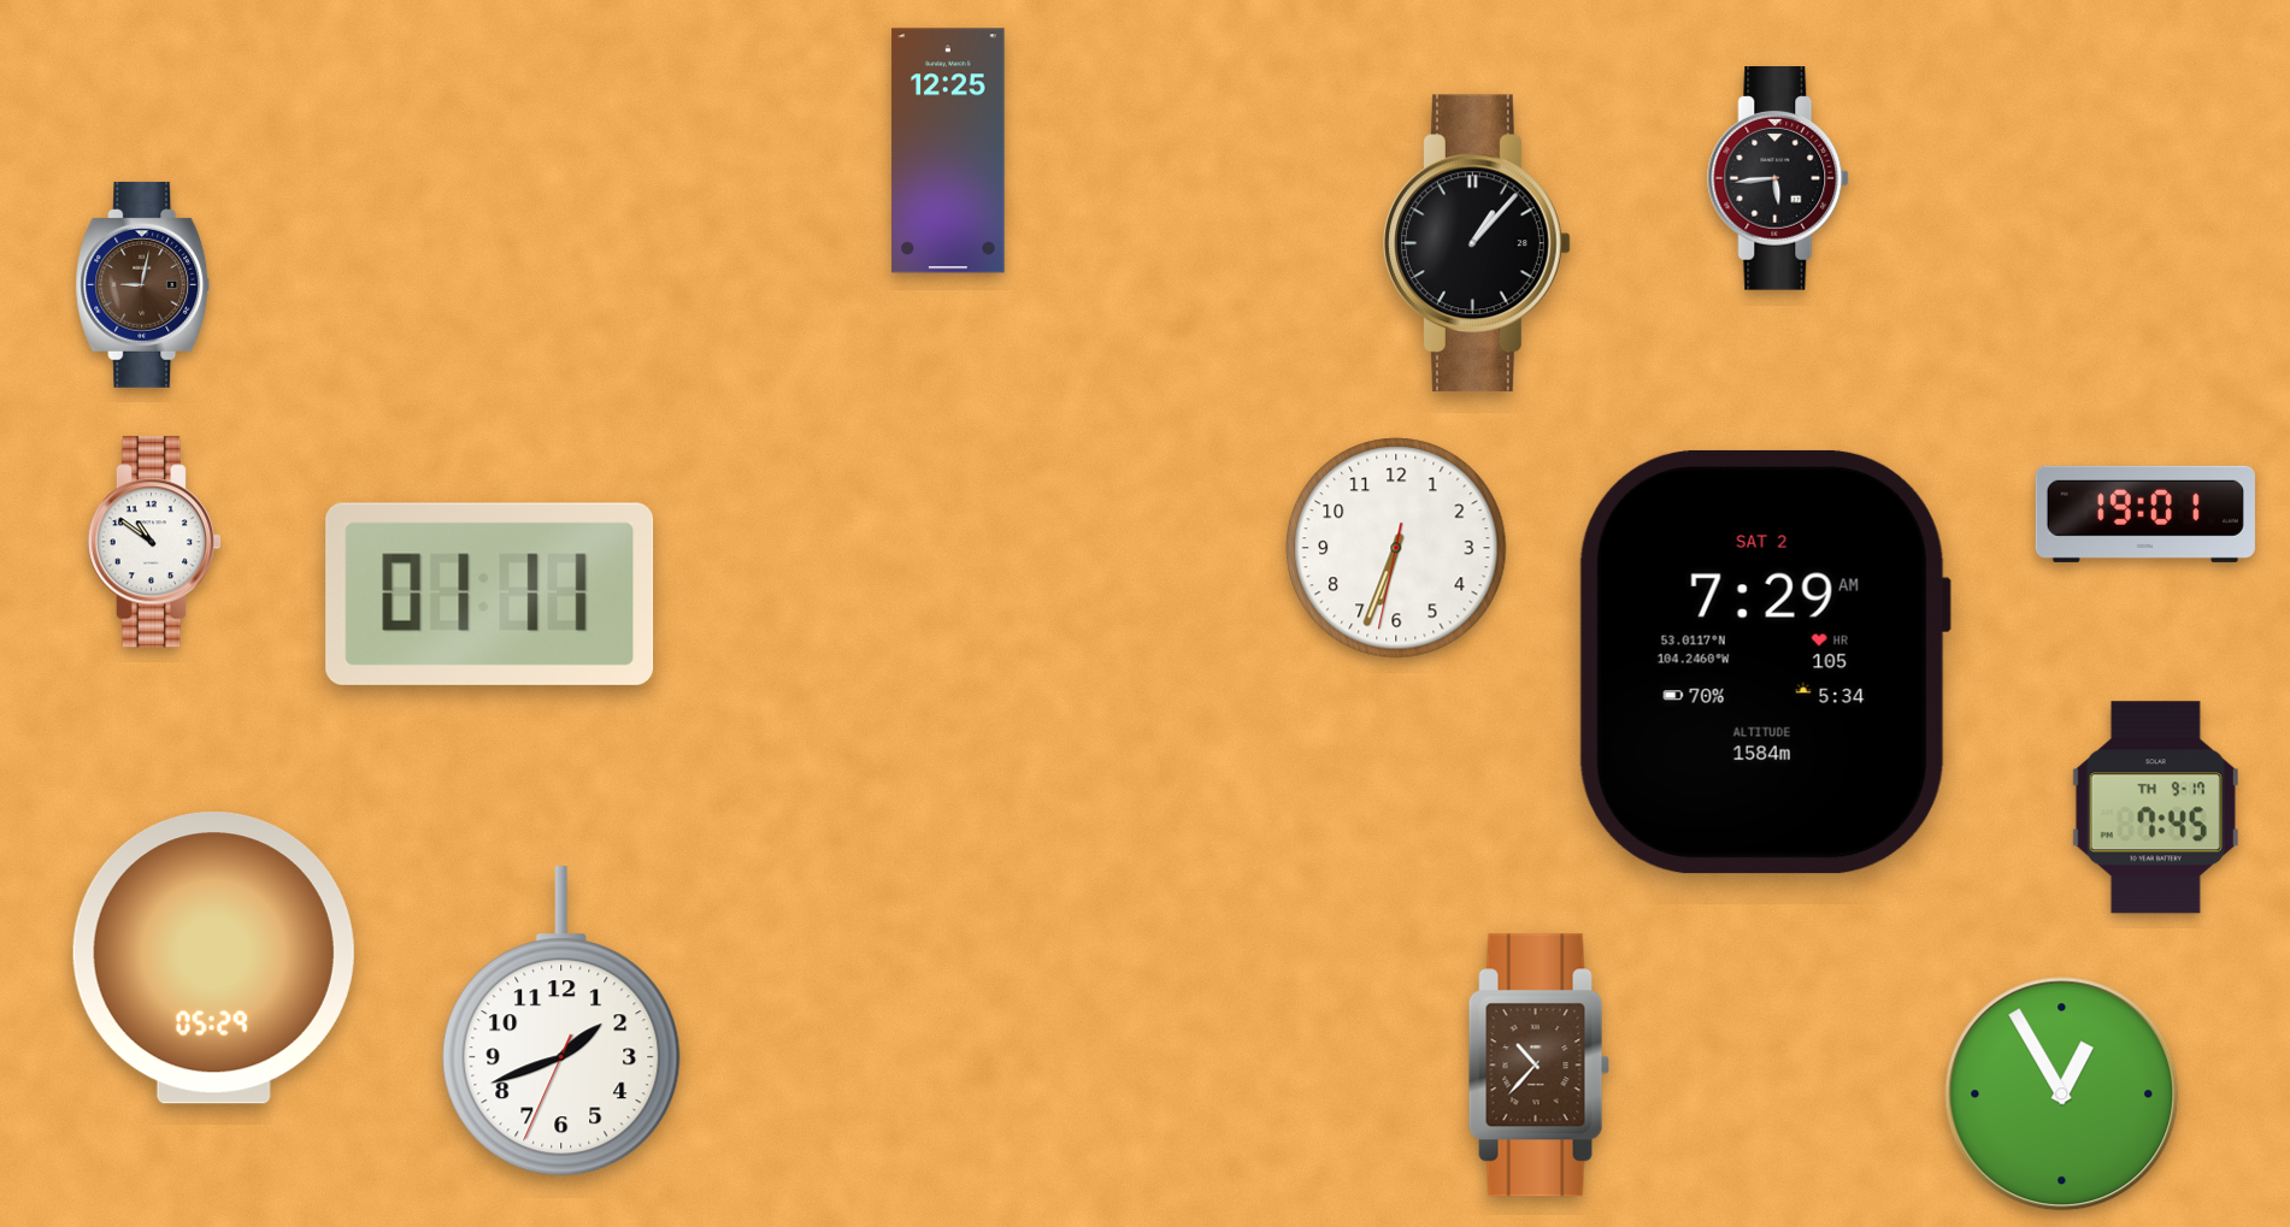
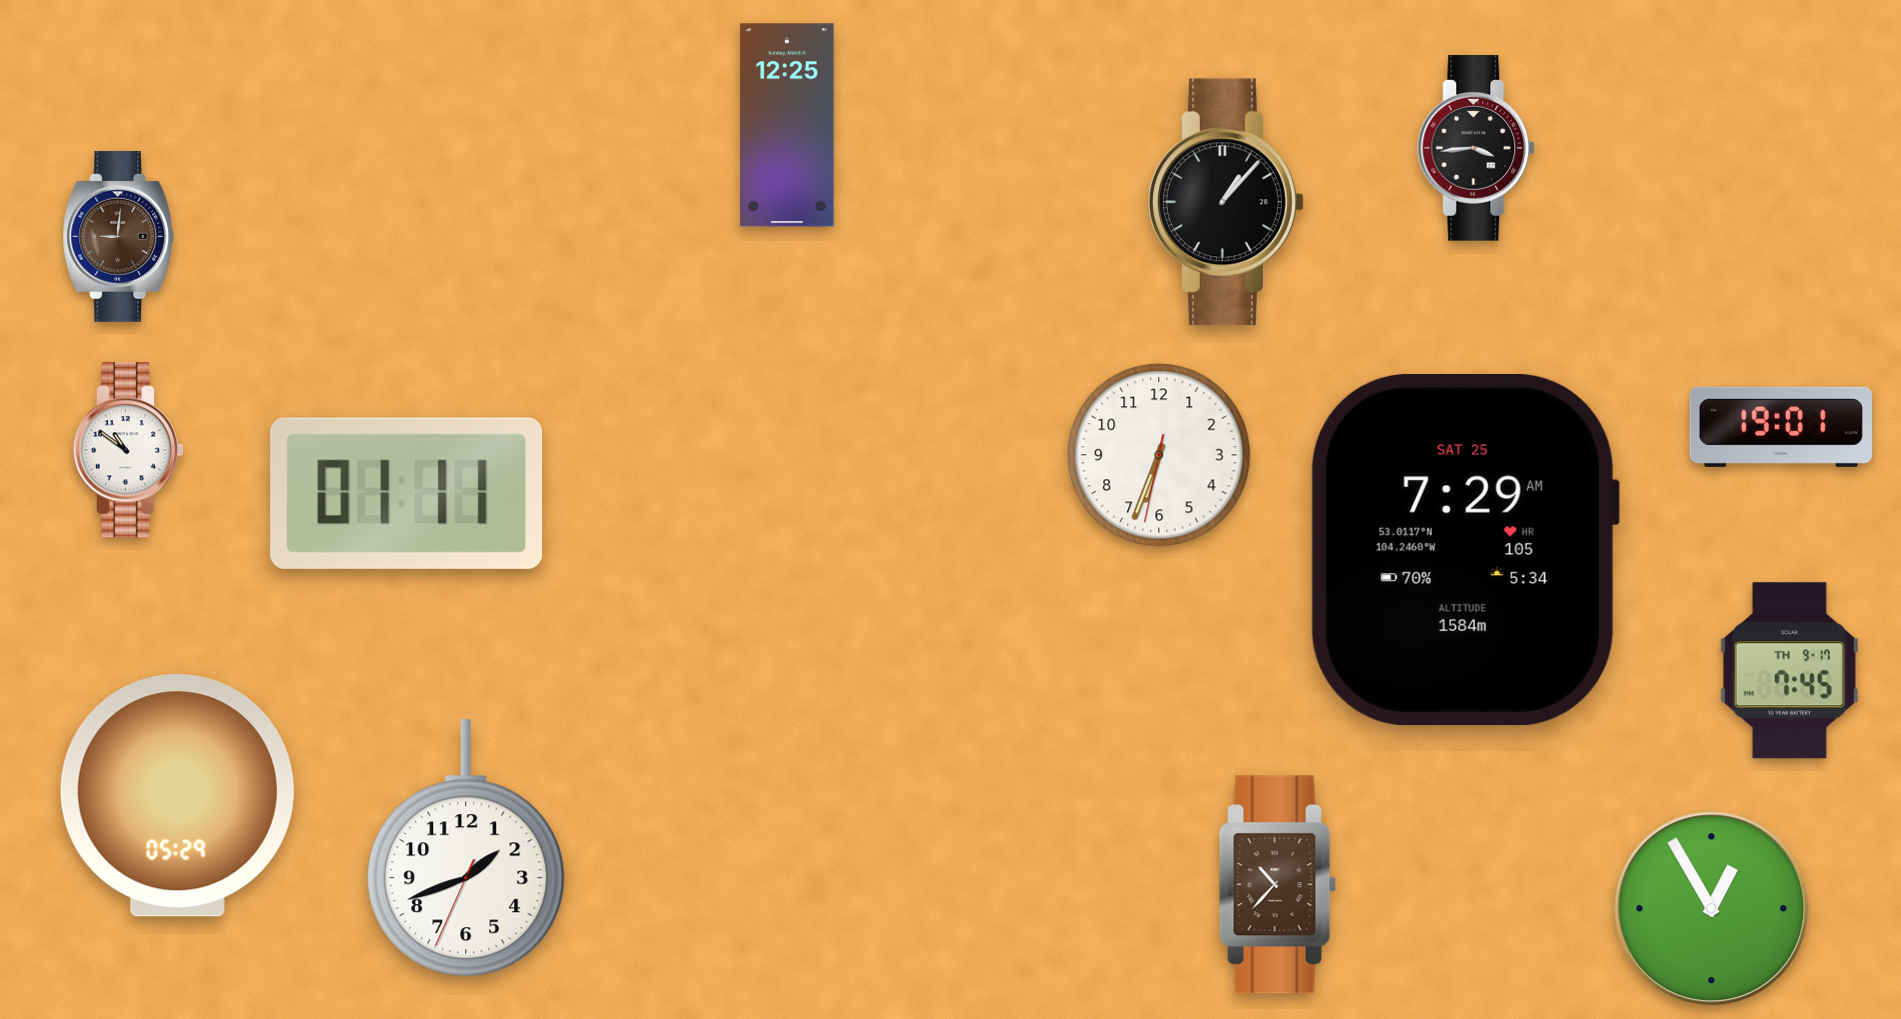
clock at (1779, 179): 5:44 -> 3:44
clock at (143, 284): 9:02 -> 9:01
clock at (1764, 662) date: SAT 2 -> SAT 25
